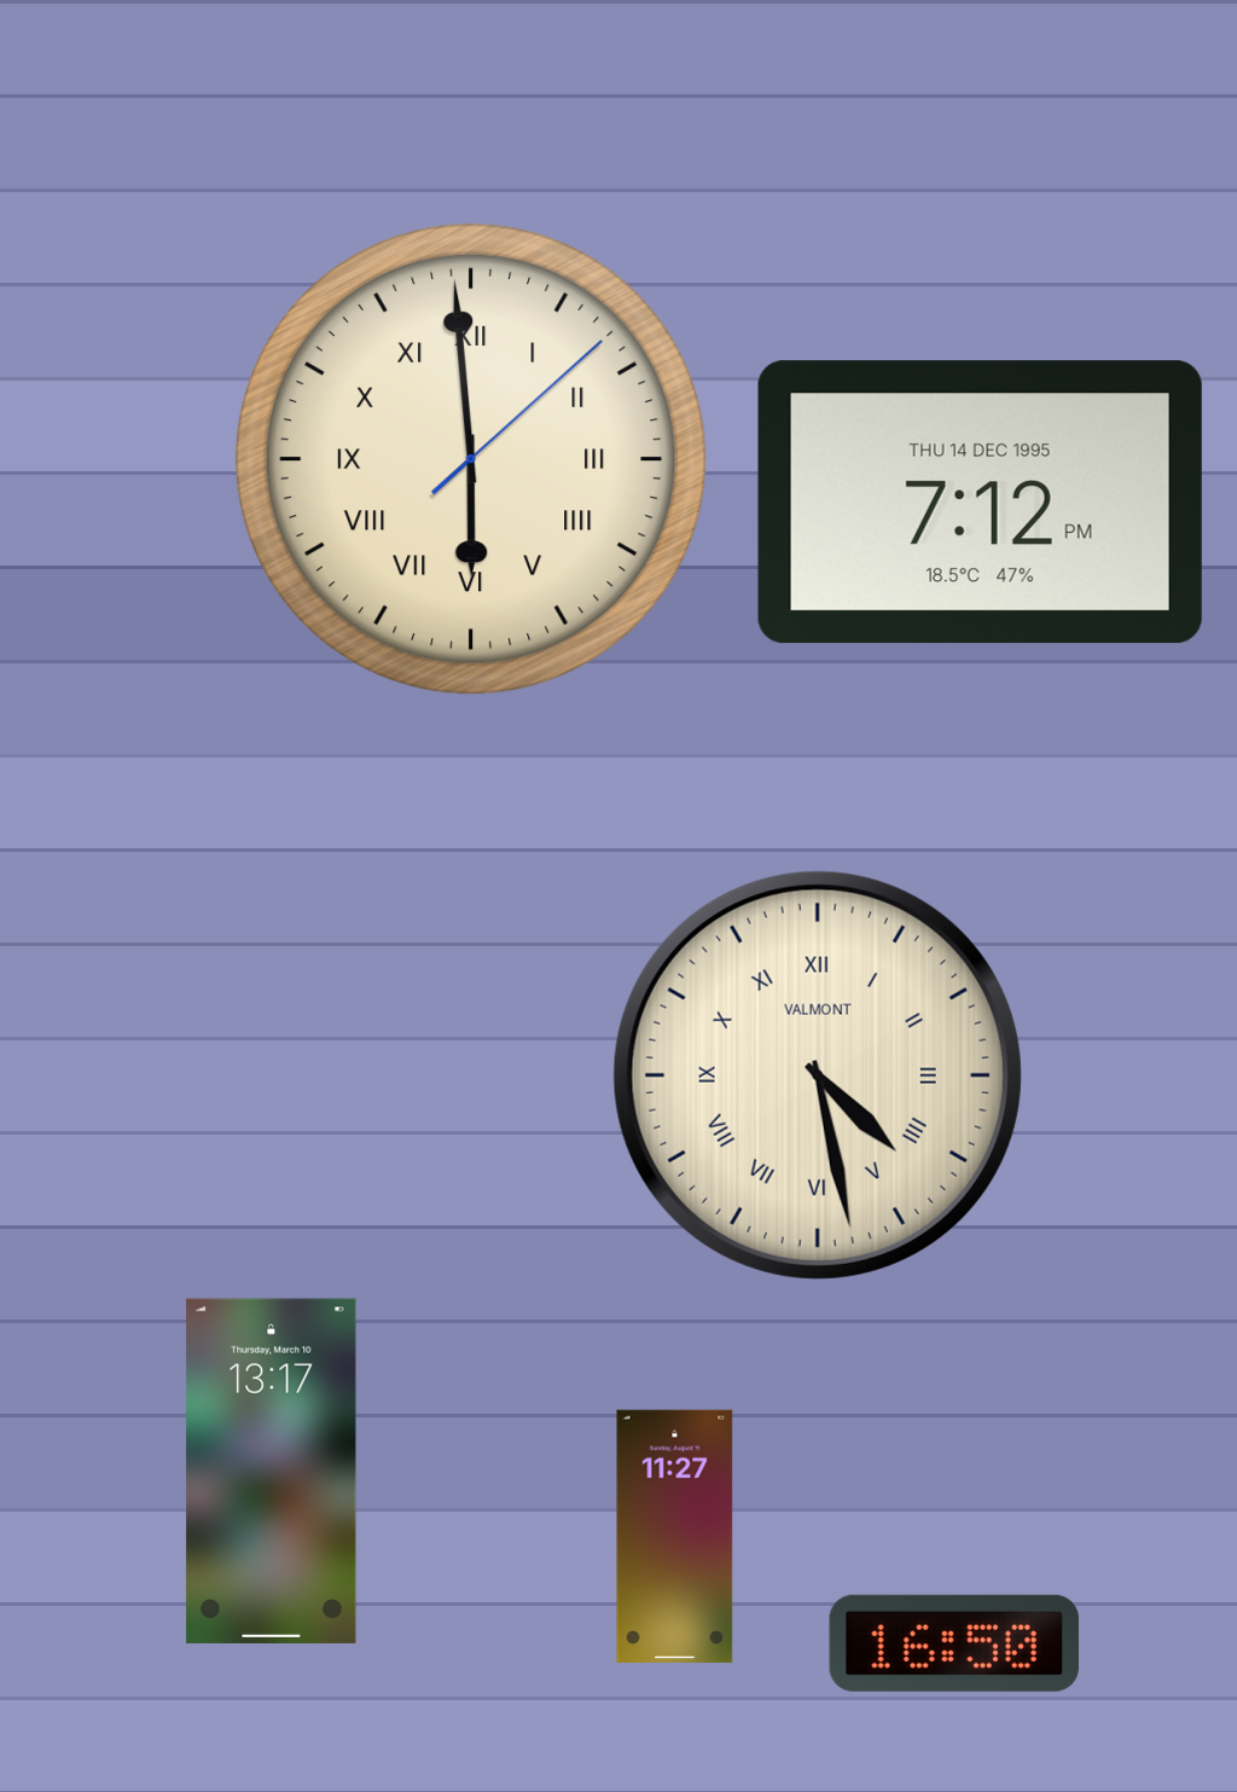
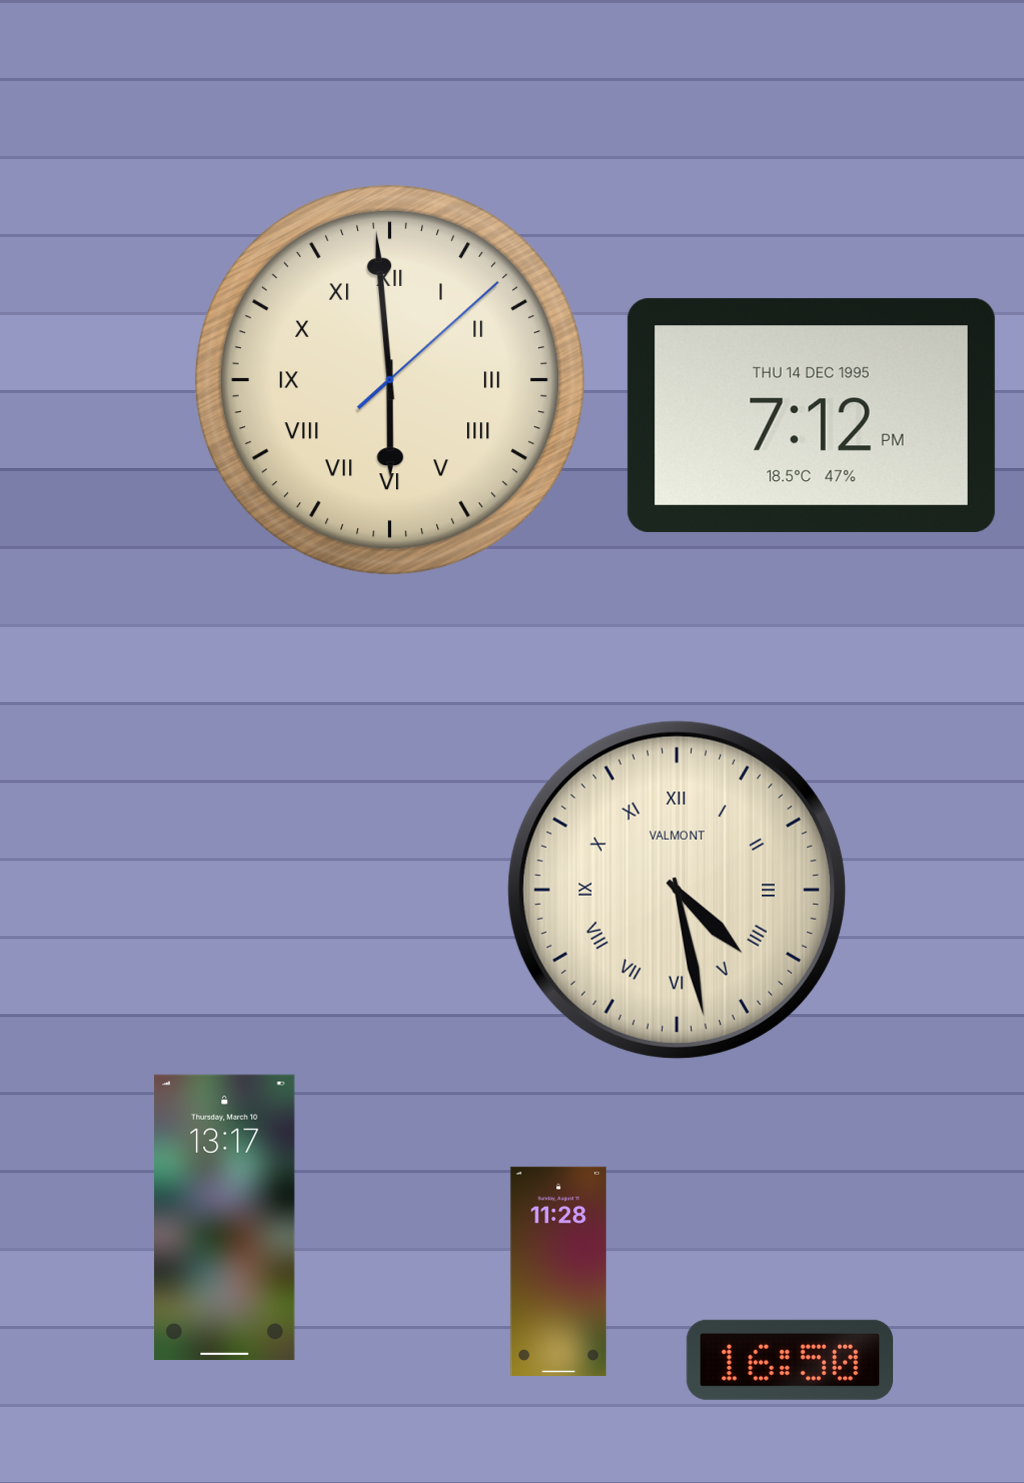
clock at (675, 1536): 11:27 -> 11:28
